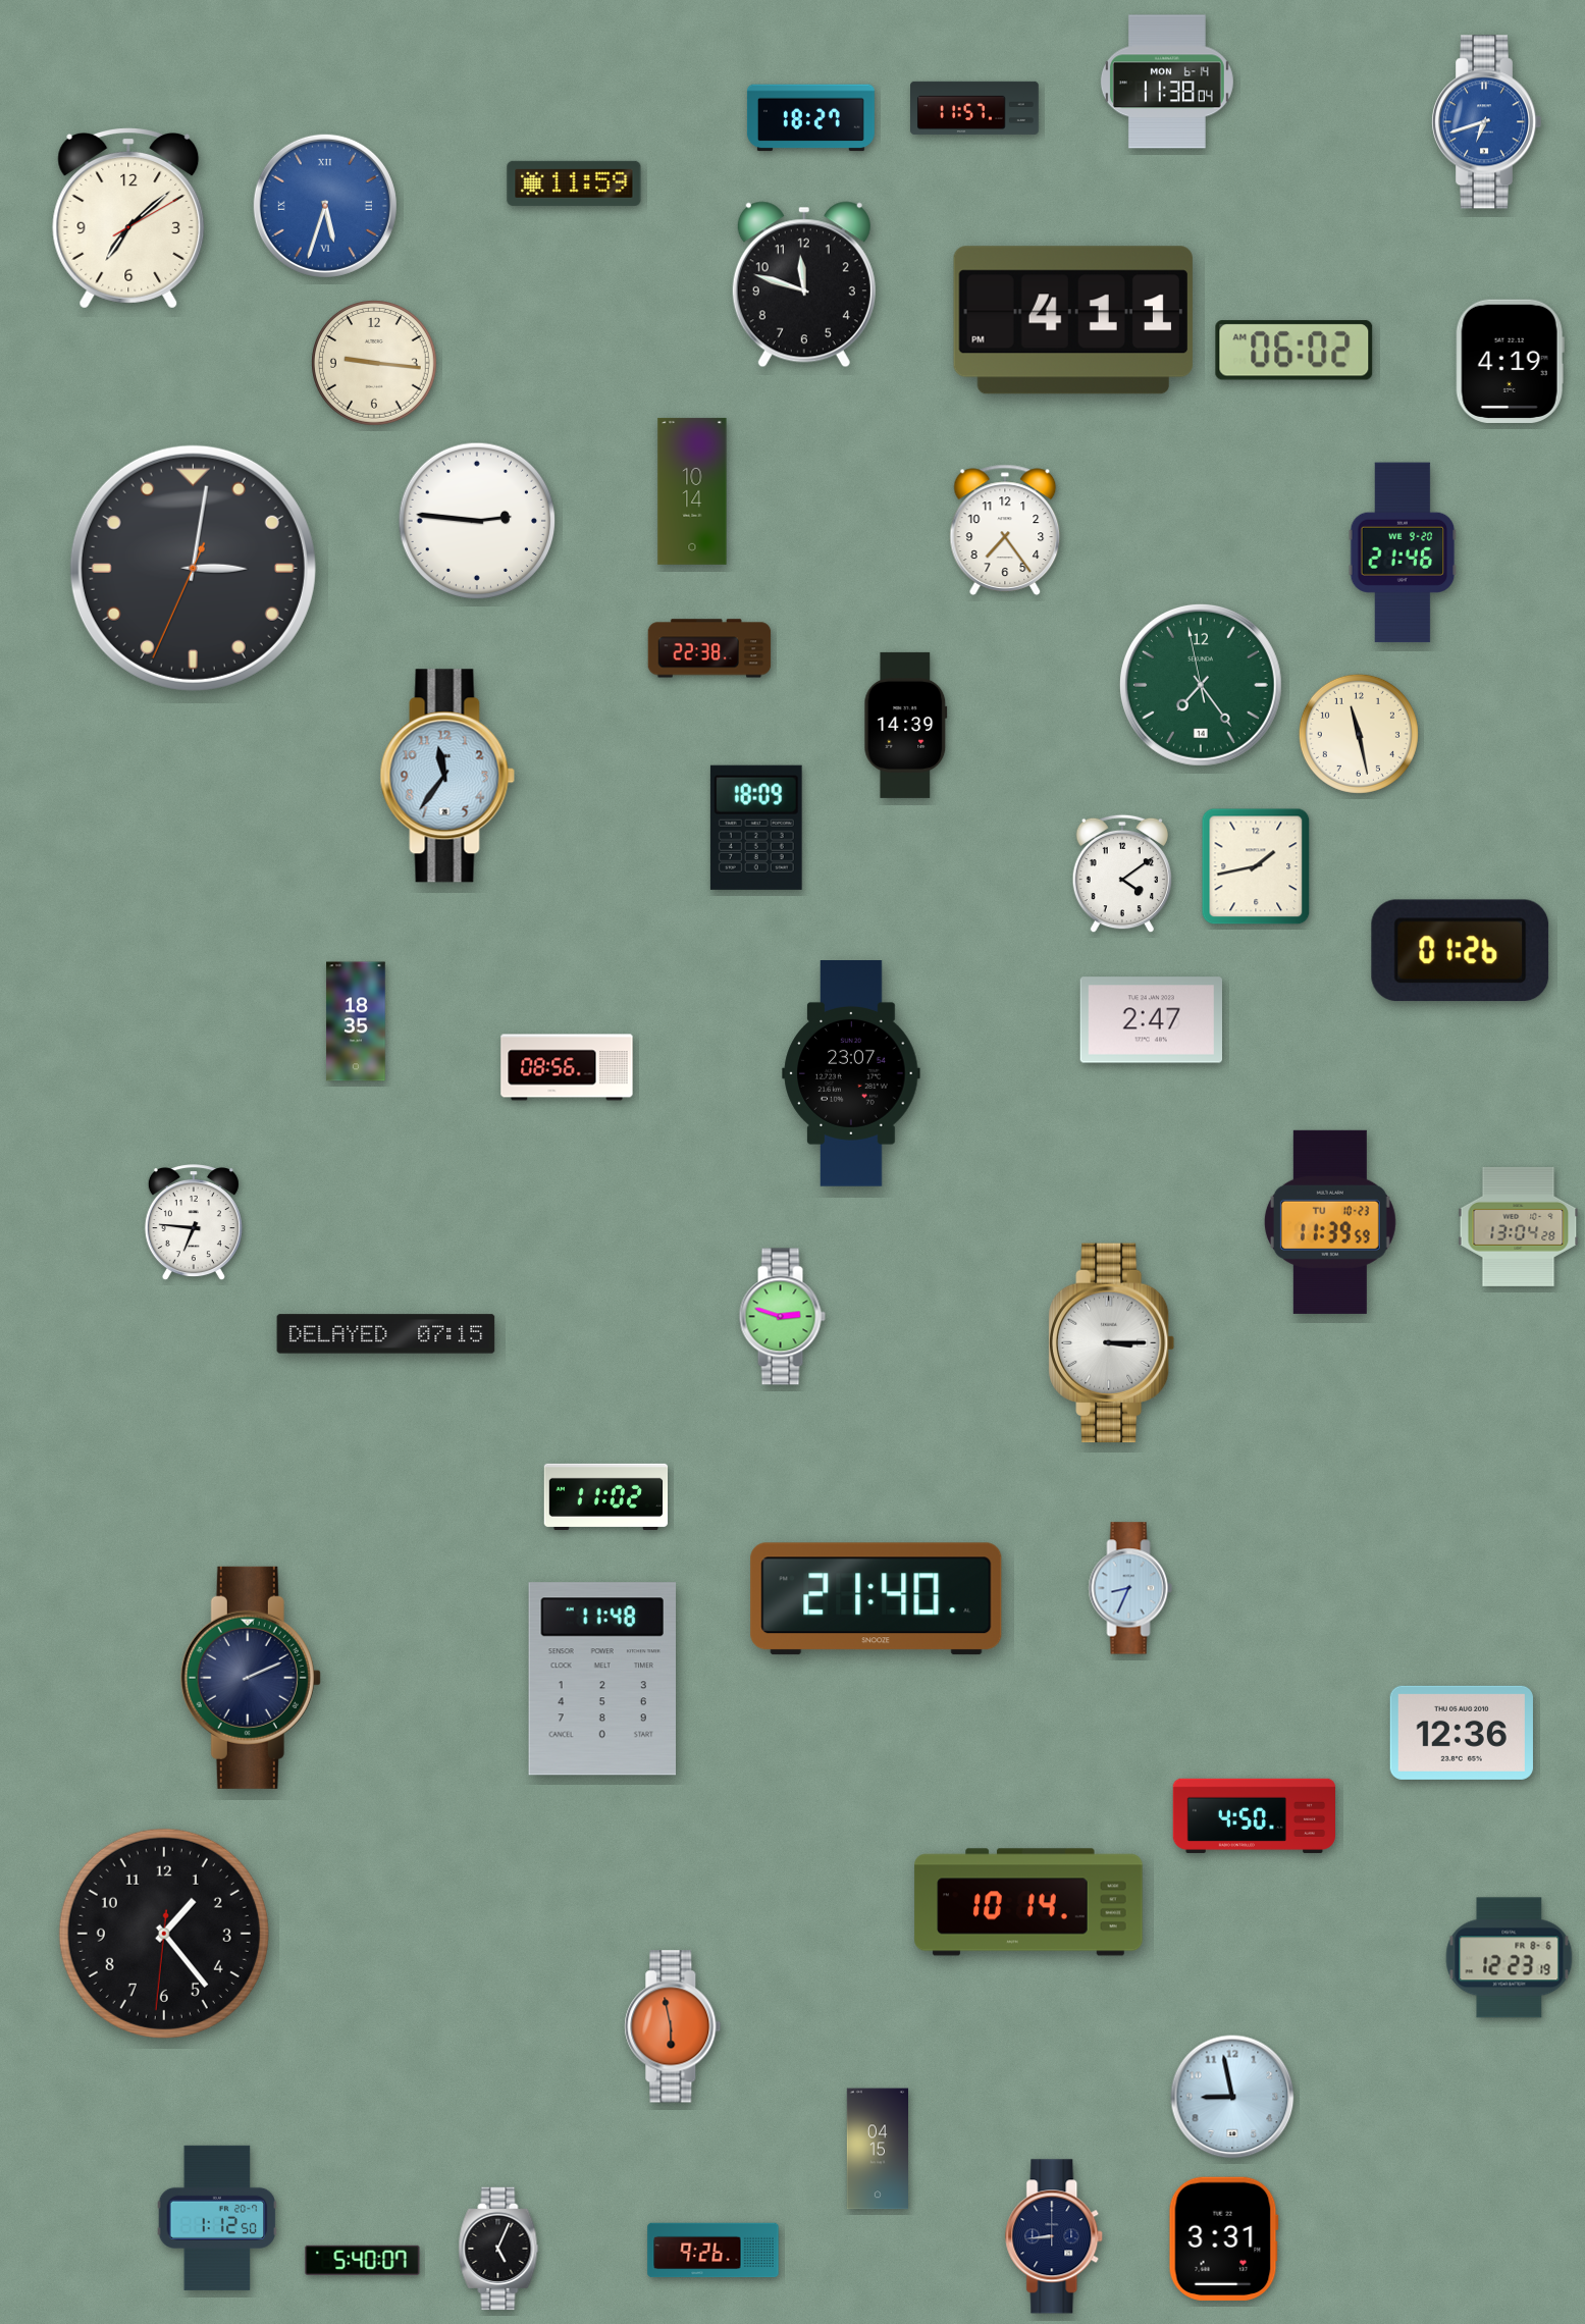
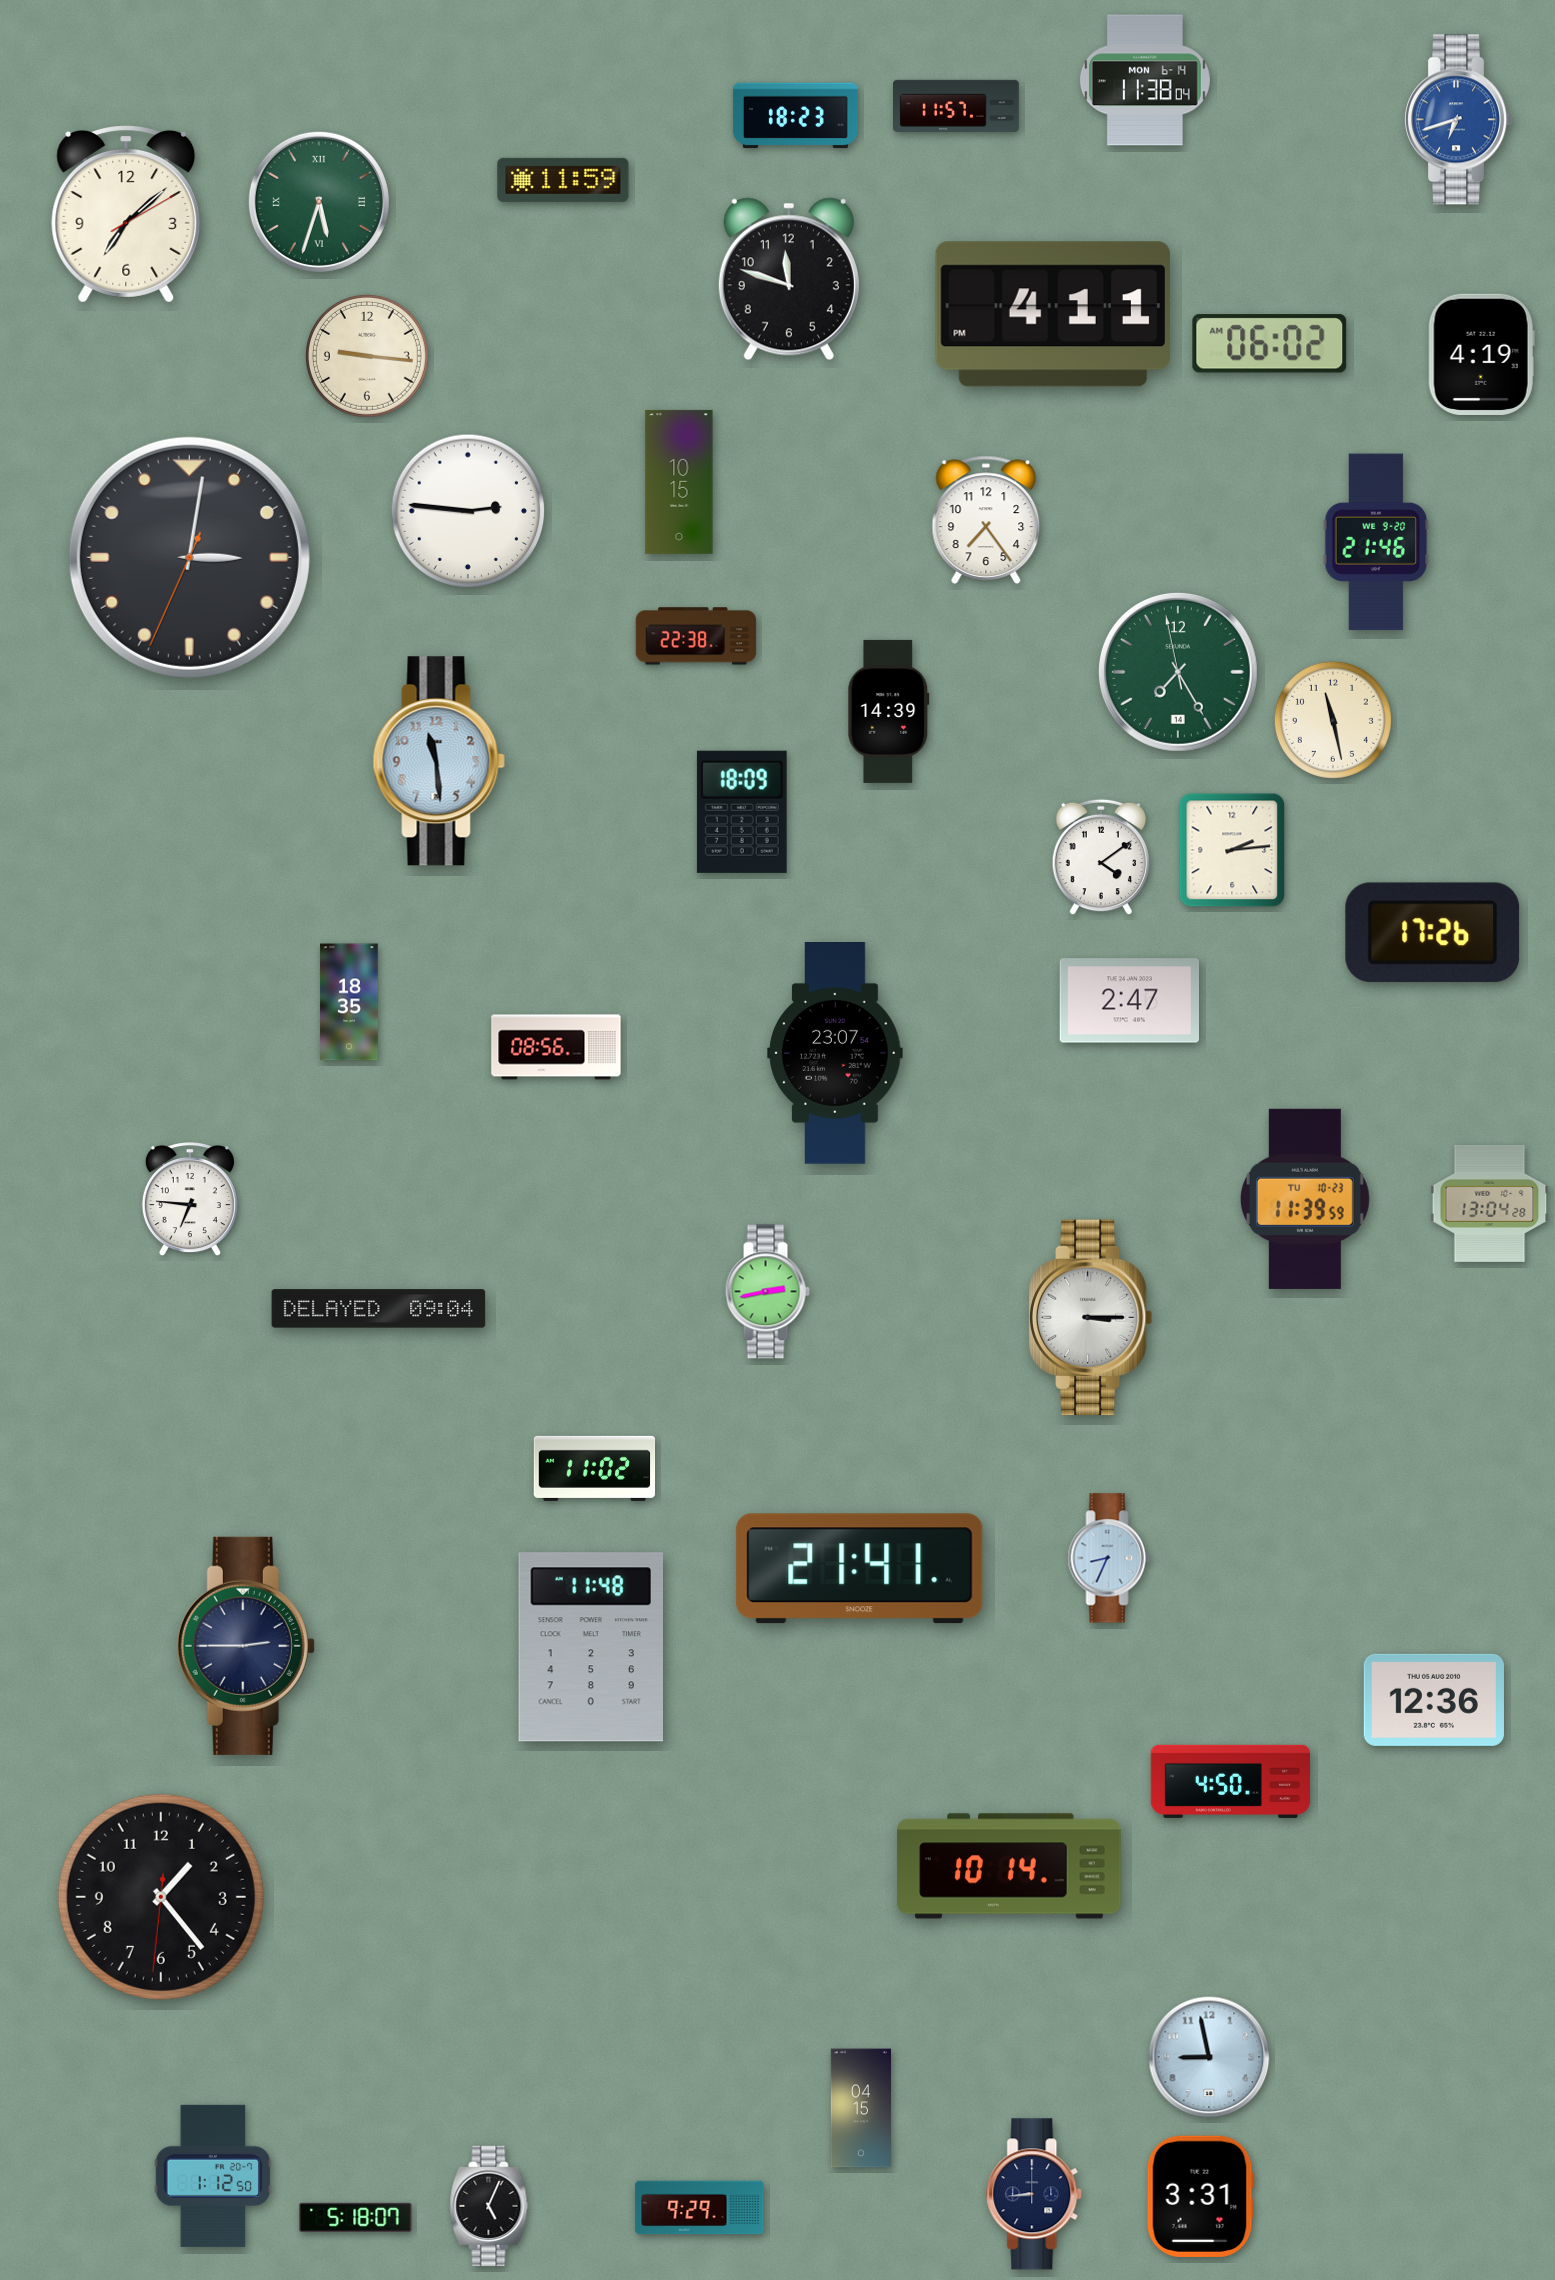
clock at (810, 118): 18:27 -> 18:23
clock at (325, 206) dial: blue -> green
clock at (692, 491): 10:14 -> 10:15
clock at (1201, 685): 7:23 -> 7:24
clock at (447, 776): 11:36 -> 11:29
clock at (1256, 866): 1:43 -> 2:14
clock at (1461, 950): 01:26 -> 17:26
clock at (782, 1317): 2:48 -> 2:43
clock at (386, 1334): 07:15 -> 09:04
clock at (877, 1599): 21:40 -> 21:41
clock at (251, 1678): 2:11 -> 2:45
clock at (1510, 1958): 12:23 -> none
clock at (673, 2026): 5:58 -> none
clock at (714, 2251): 9:26 -> 9:29
clock at (363, 2260): 5:40 -> 5:18
